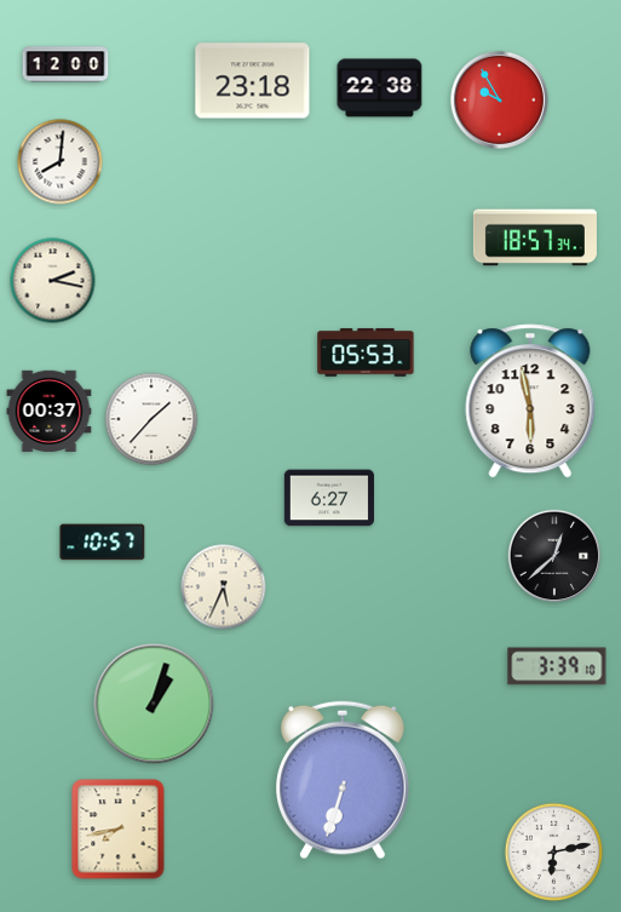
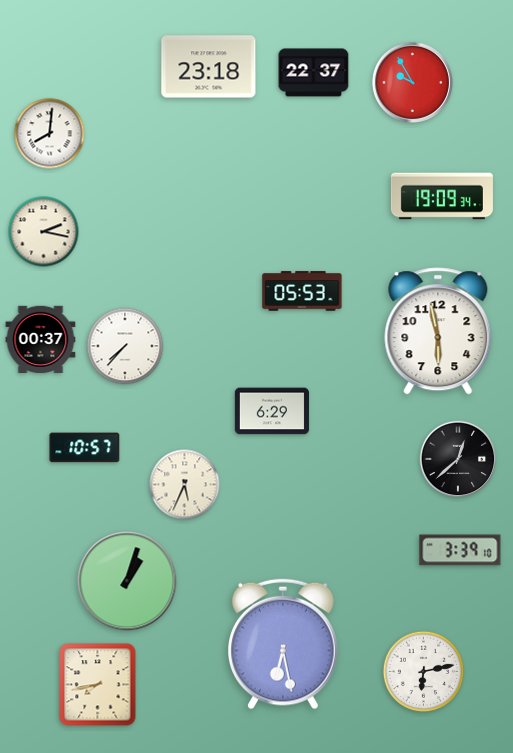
clock at (65, 64): 12:00 -> none
clock at (380, 88): 22:38 -> 22:37
clock at (535, 237): 18:57 -> 19:09
clock at (151, 419): 1:37 -> 7:37
clock at (329, 498): 6:27 -> 6:29
clock at (344, 780): 6:33 -> 6:28
clock at (554, 853) position: (554, 853) -> (424, 672)
